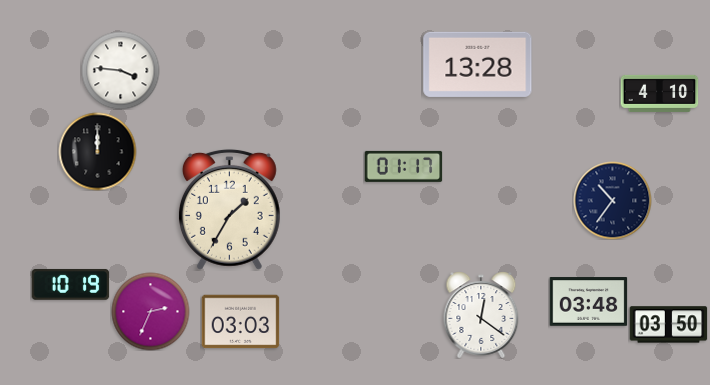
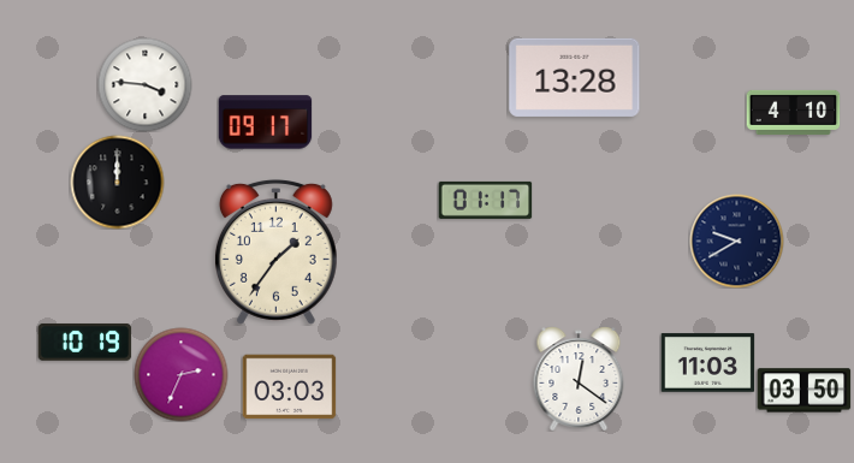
clock at (265, 123): none -> 09:17
clock at (612, 200): 10:36 -> 9:40
clock at (229, 209): 1:35 -> 1:36
clock at (588, 302): 03:48 -> 11:03
